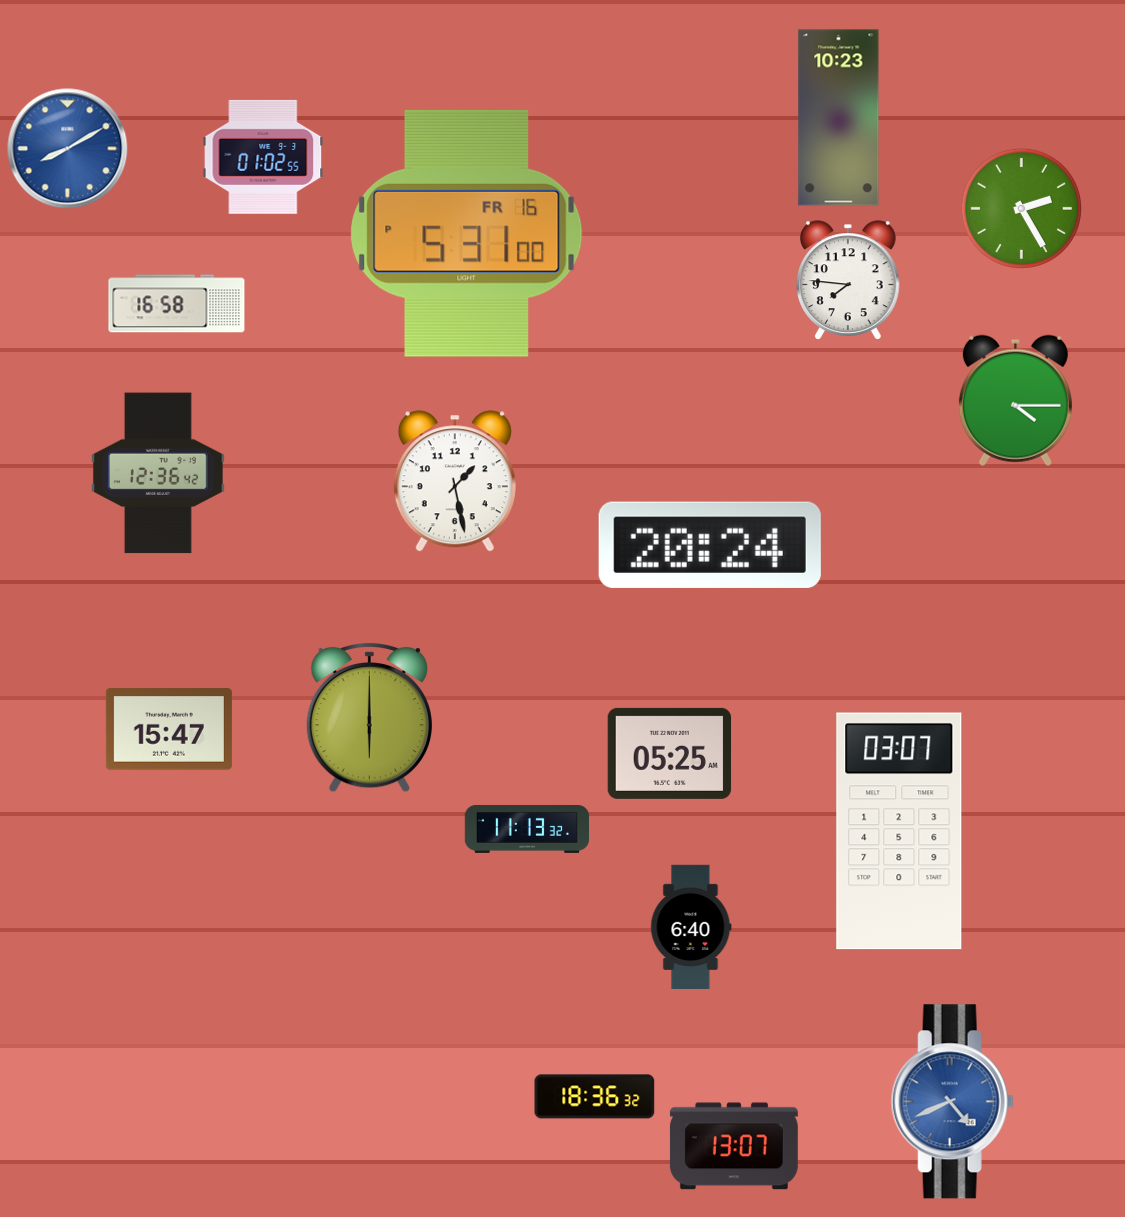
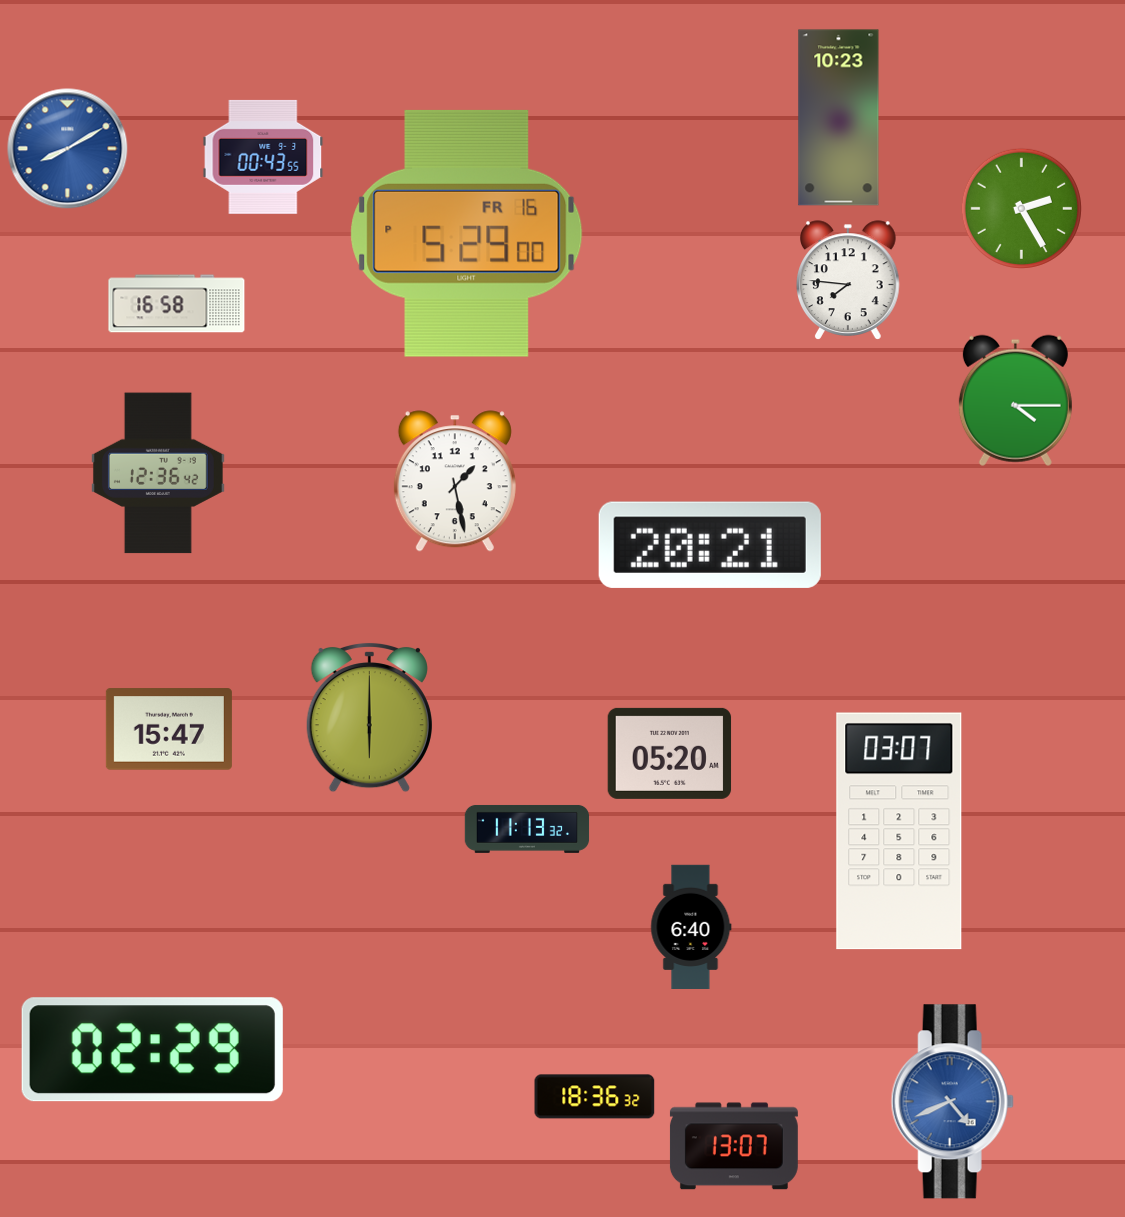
clock at (263, 157): 01:02 -> 00:43
clock at (467, 233): 5:31 -> 5:29
clock at (710, 545): 20:24 -> 20:21
clock at (670, 753): 05:25 -> 05:20
clock at (152, 1050): none -> 02:29
